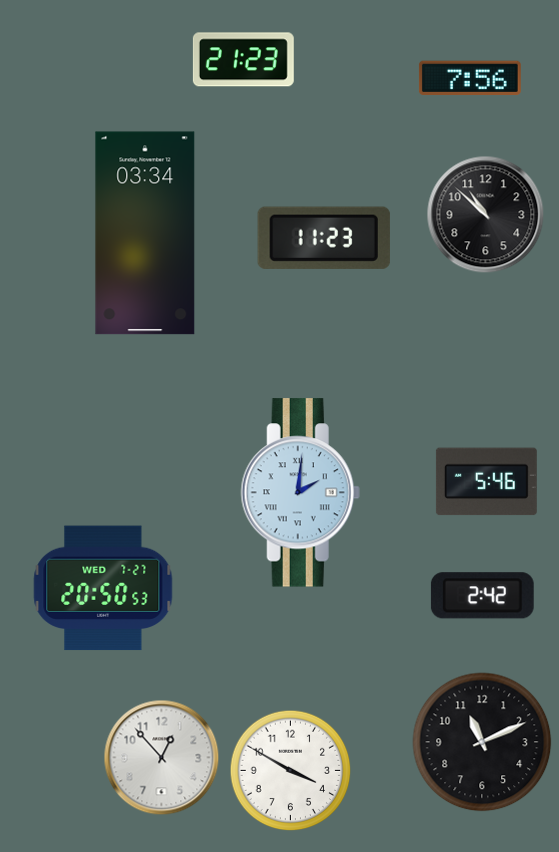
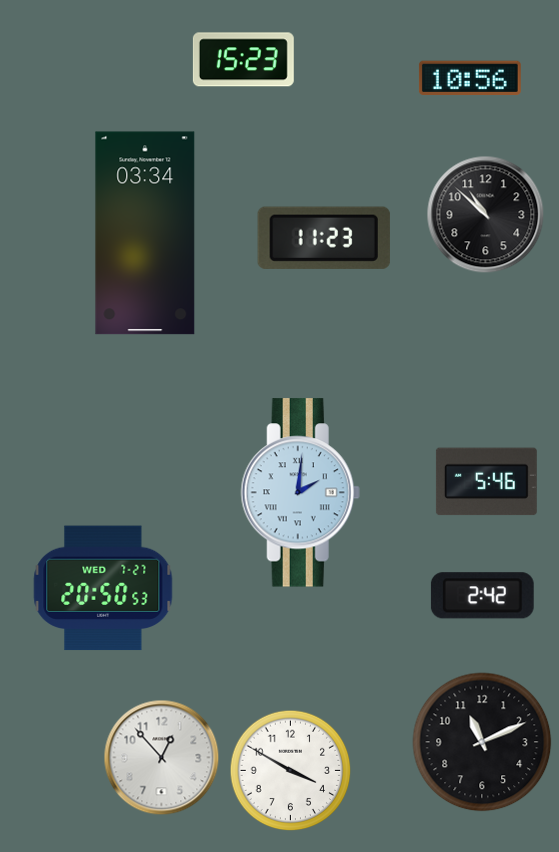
clock at (243, 60): 21:23 -> 15:23
clock at (470, 78): 7:56 -> 10:56
